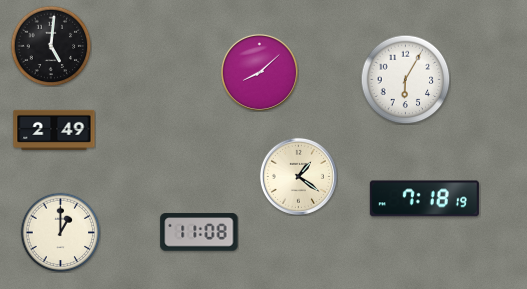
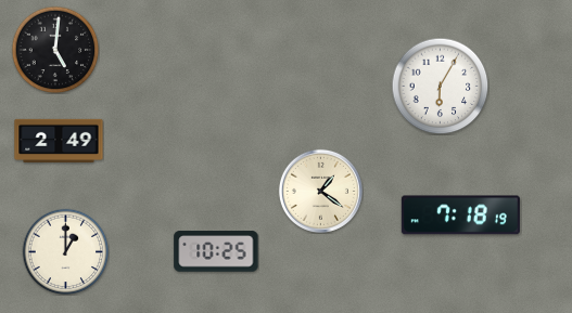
clock at (259, 72): 8:08 -> none
clock at (298, 176) position: (298, 176) -> (320, 191)
clock at (199, 232): 11:08 -> 10:25
